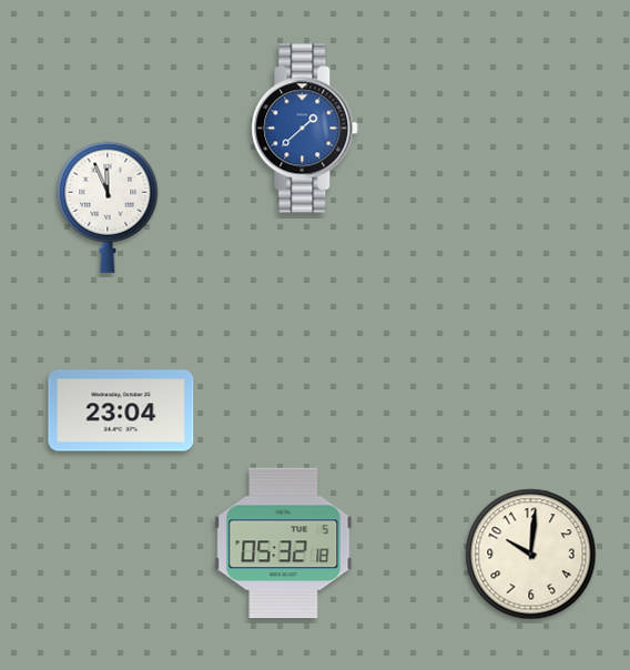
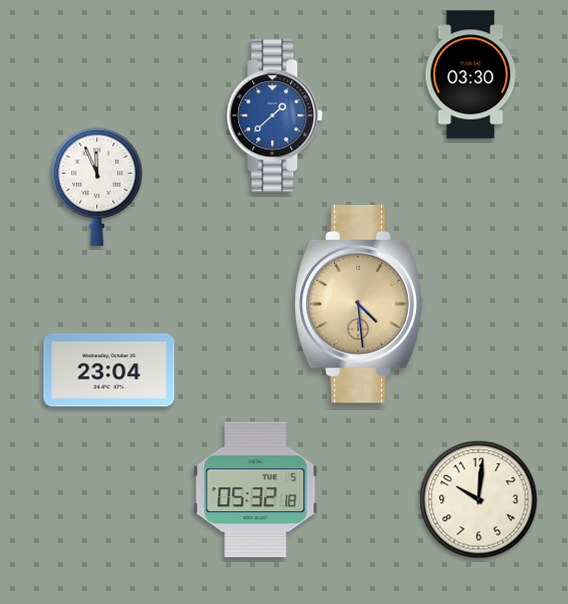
clock at (471, 75): none -> 03:30
clock at (359, 304): none -> 4:29
